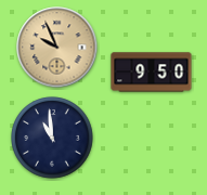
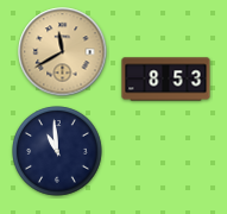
clock at (57, 48): 9:56 -> 11:40
clock at (152, 73): 9:50 -> 8:53
